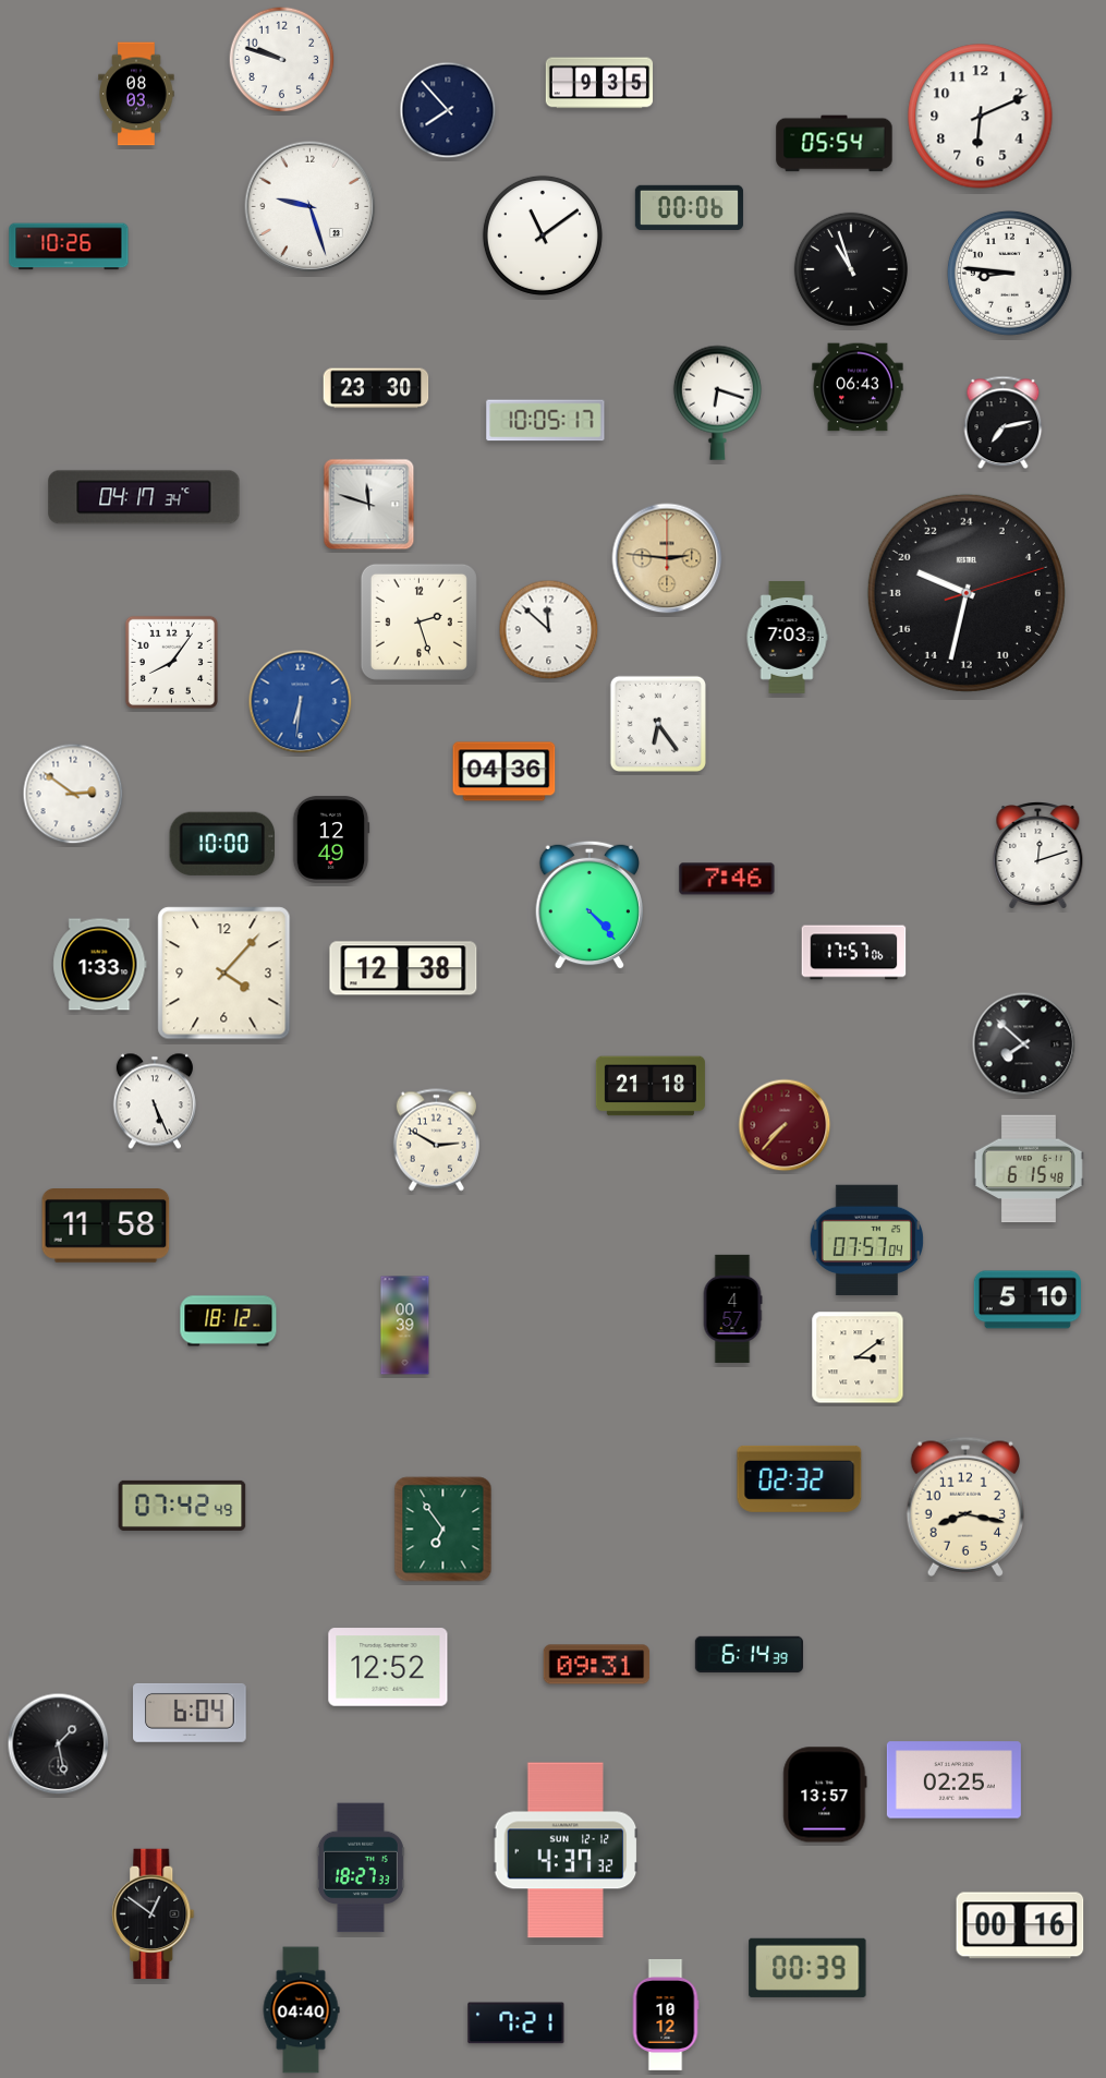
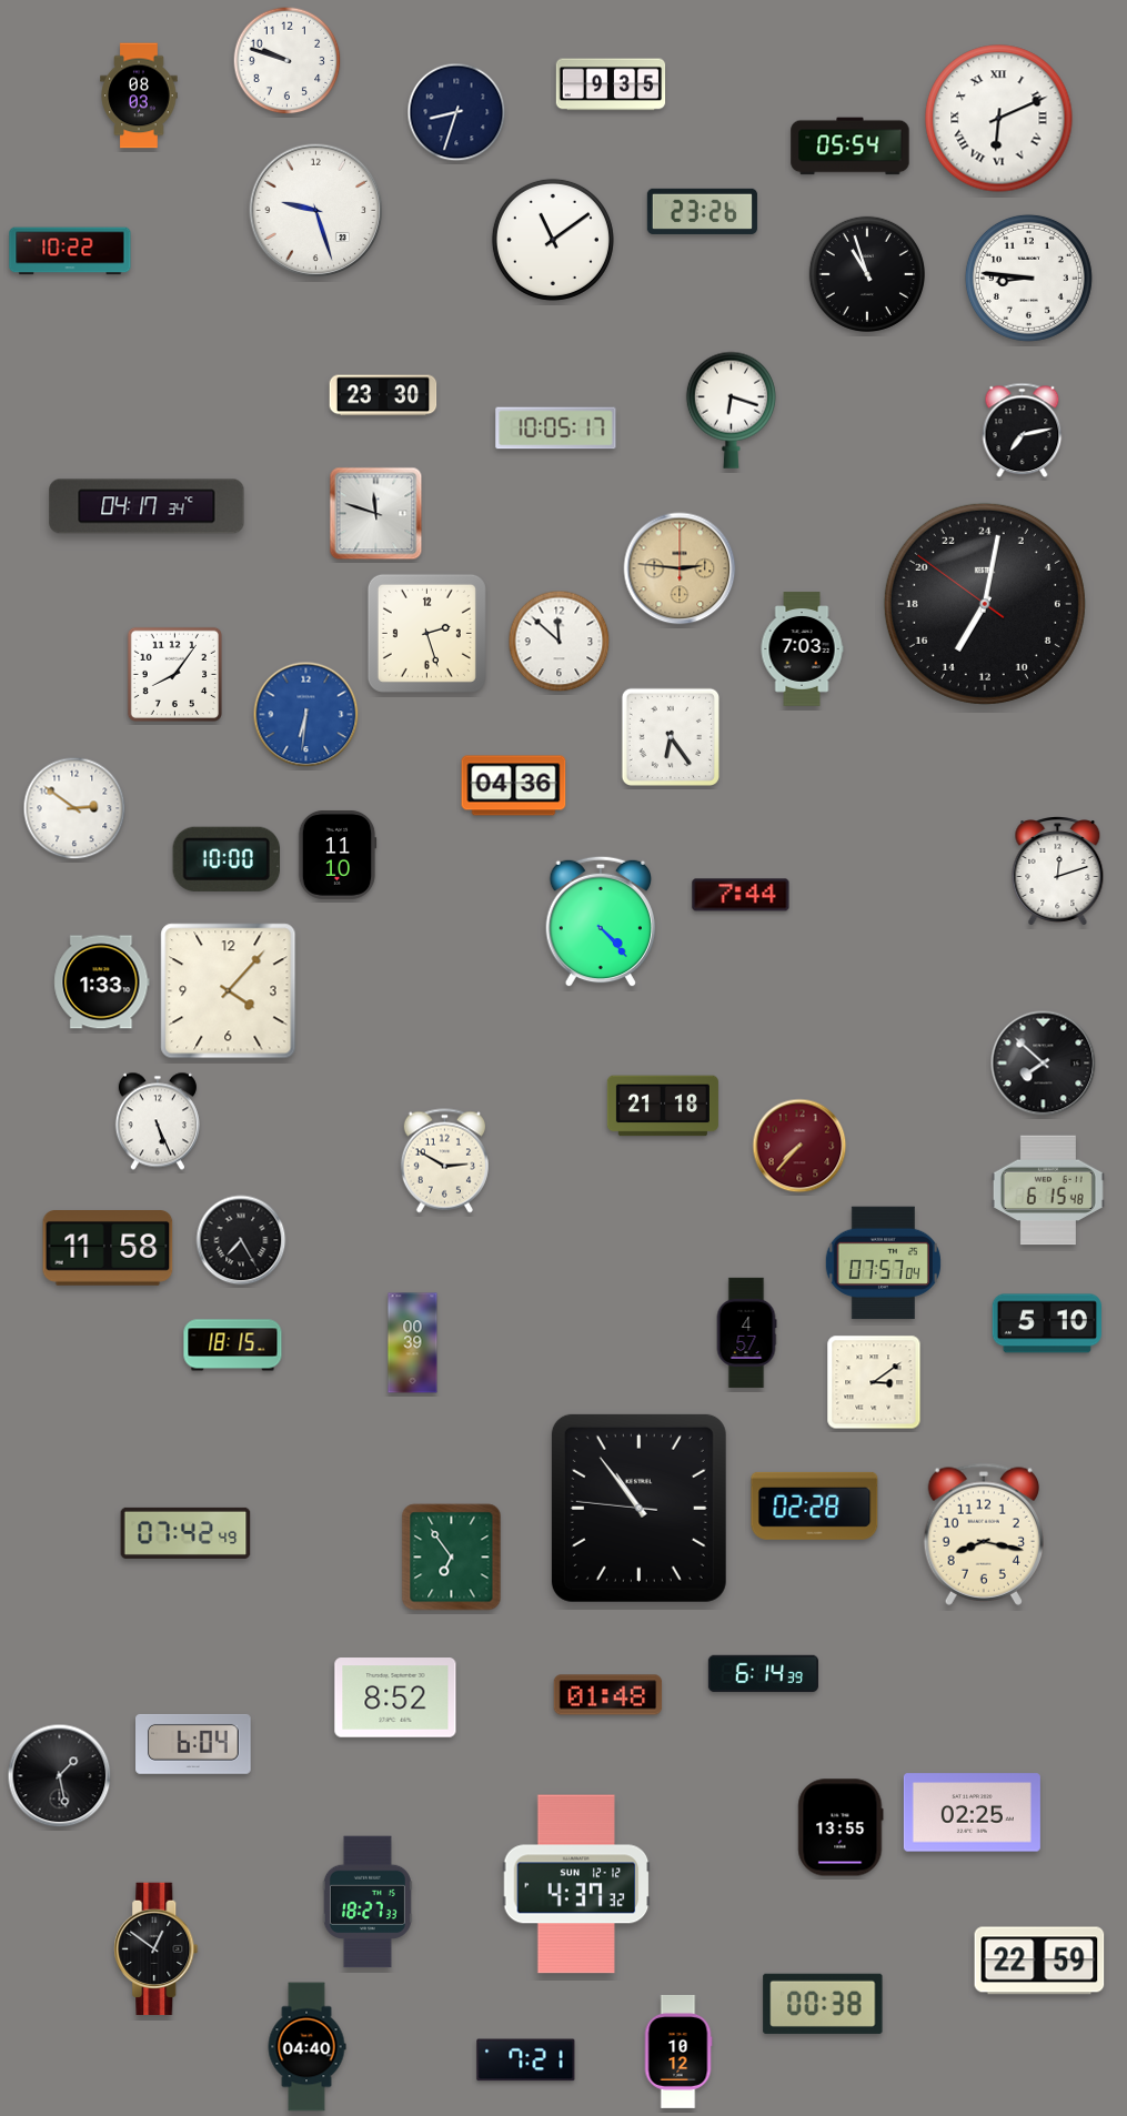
clock at (448, 110): 7:53 -> 8:33
clock at (981, 117) numerals: Arabic -> Roman
clock at (689, 207): 00:06 -> 23:26
clock at (69, 246): 10:26 -> 10:22
clock at (858, 387): 06:43 -> none
clock at (967, 593): 19:32 -> 14:01
clock at (331, 839): 12:49 -> 11:10
clock at (727, 879): 7:46 -> 7:44
clock at (854, 953): 17:57 -> none
clock at (403, 968): 12:38 -> none
clock at (241, 1240): none -> 7:25
clock at (229, 1321): 18:12 -> 18:15
clock at (405, 1326) position: (405, 1326) -> (413, 1343)
clock at (800, 1478): 02:32 -> 02:28
clock at (638, 1508): none -> 10:53
clock at (749, 1655) position: (749, 1655) -> (763, 1674)
clock at (597, 1665): 09:31 -> 01:48
clock at (388, 1667): 12:52 -> 8:52
clock at (825, 1795): 13:57 -> 13:55
clock at (1020, 1925): 00:16 -> 22:59
clock at (807, 1968): 00:39 -> 00:38
